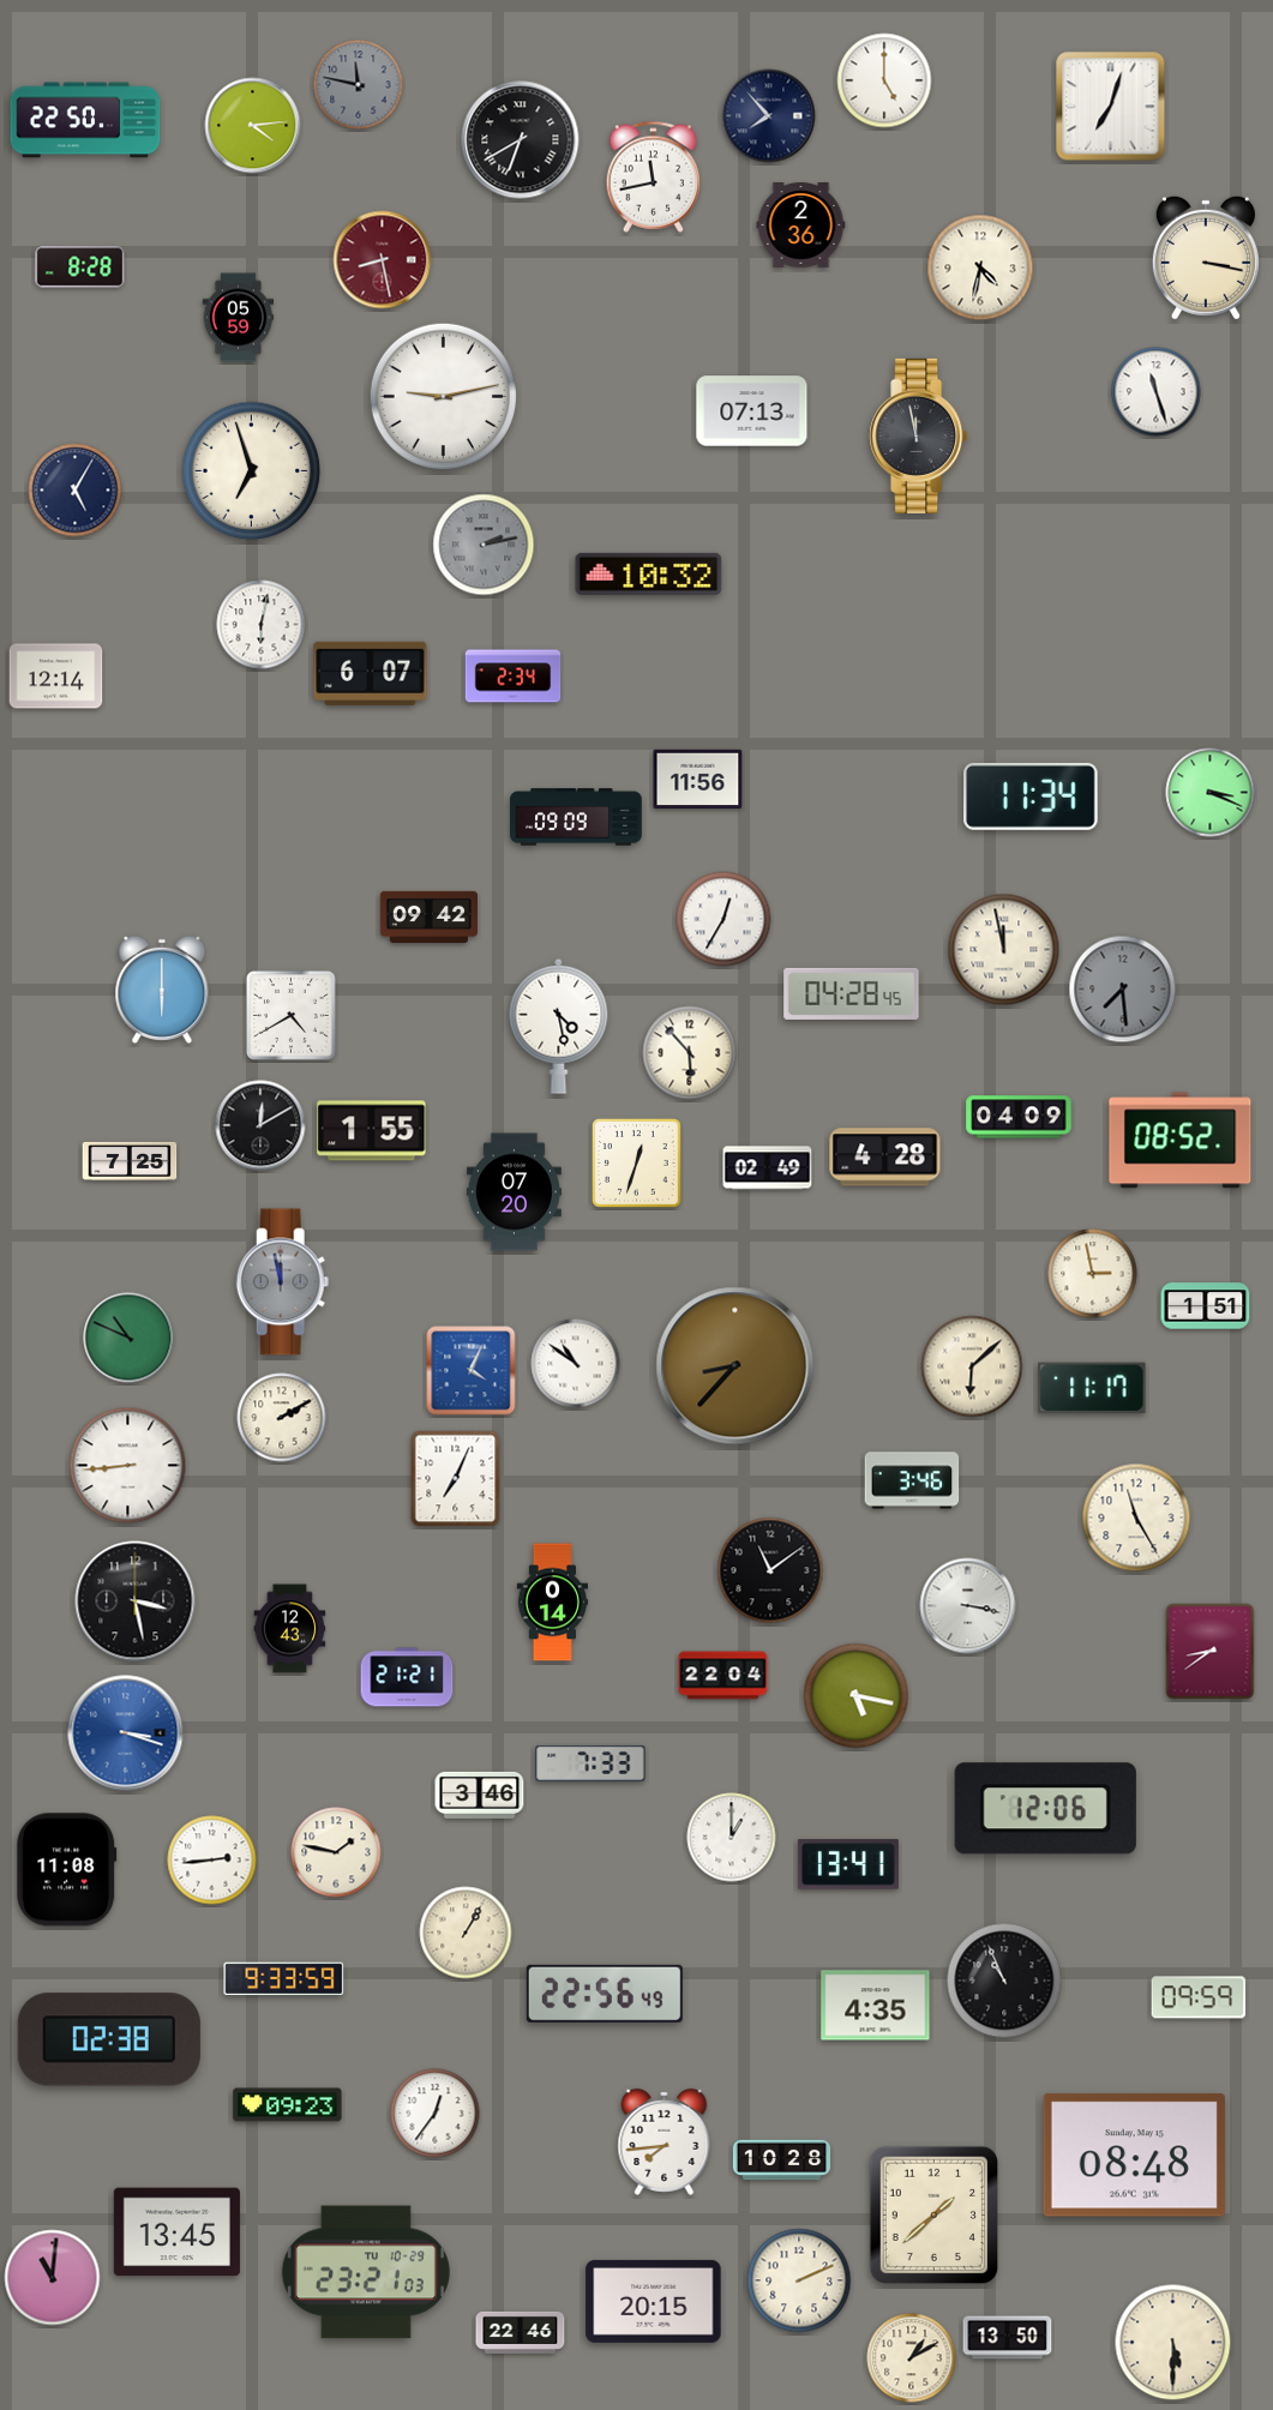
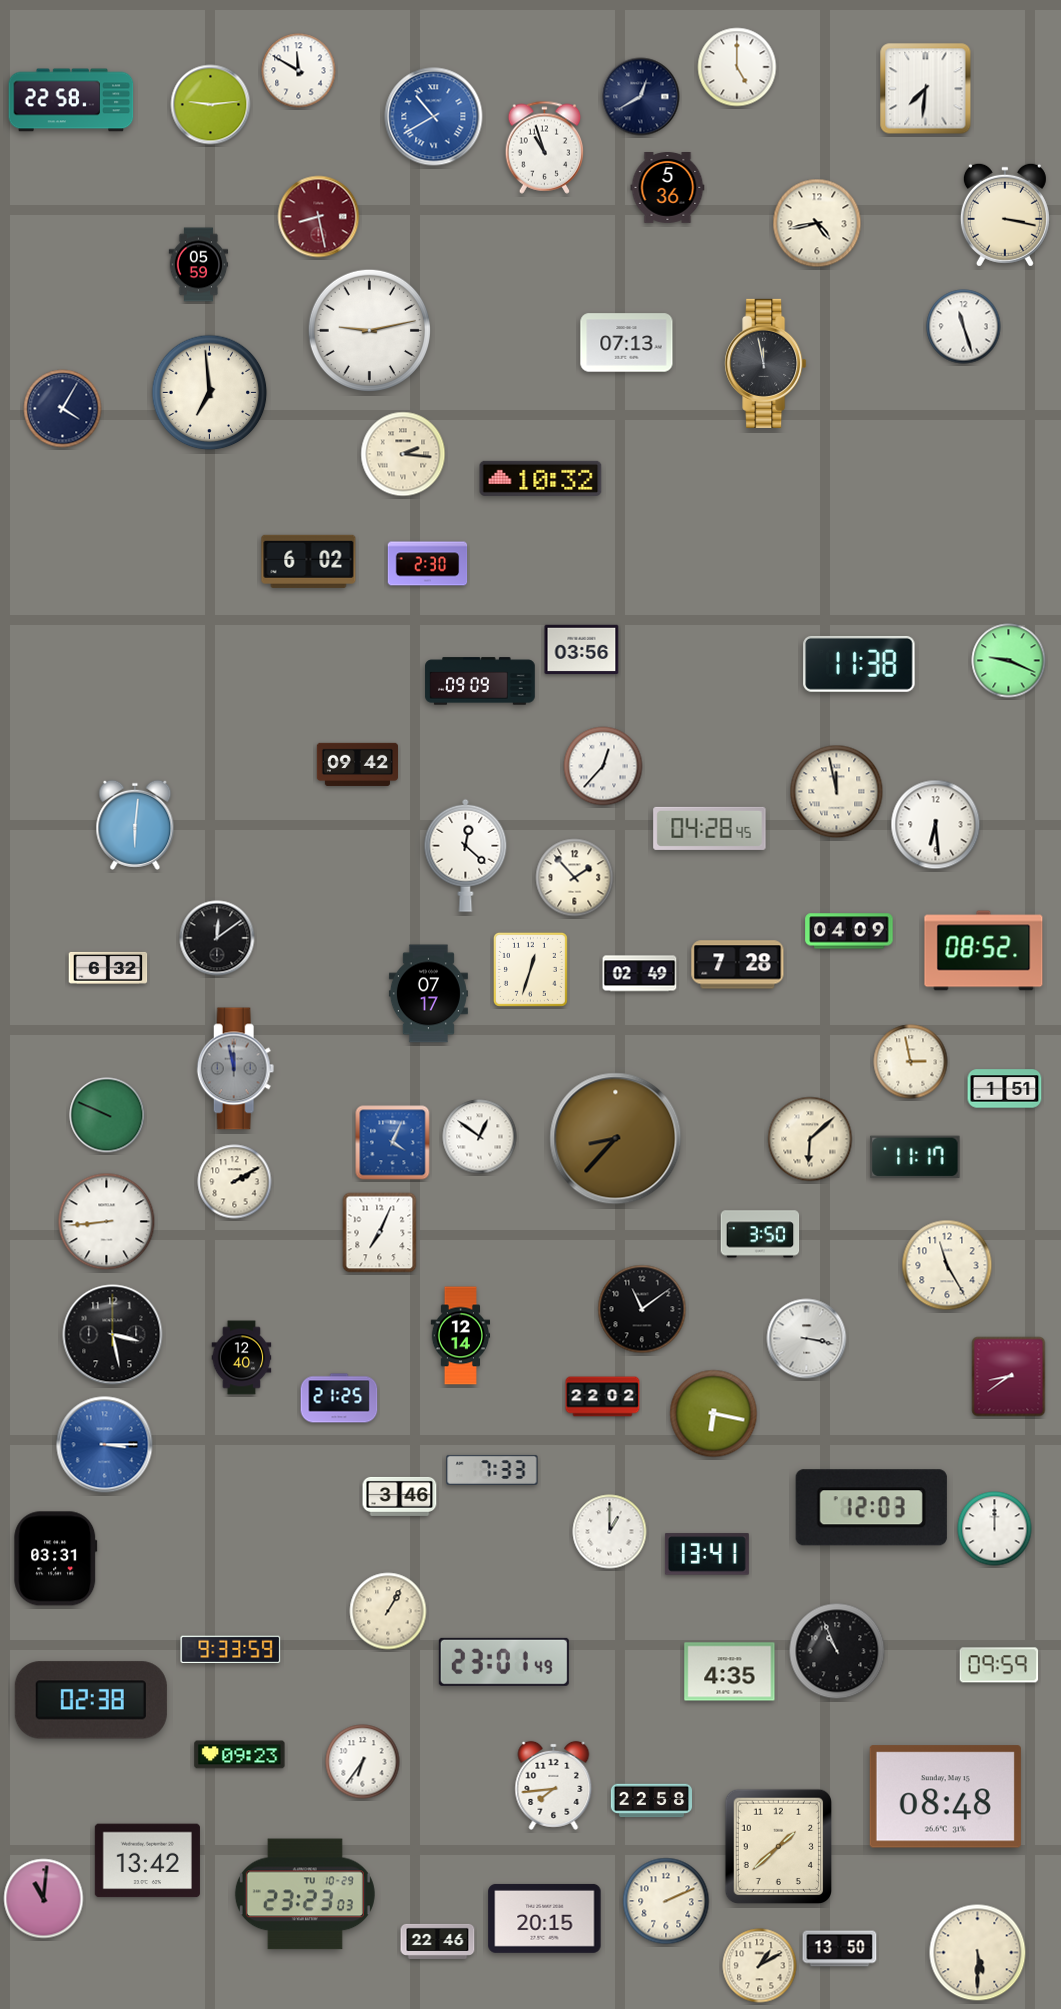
clock at (359, 85): 11:47 -> 11:50
clock at (359, 85) dial: grey -> white
clock at (1111, 107): 7:03 -> 7:31
clock at (769, 116): 7:53 -> 12:40
clock at (85, 120): 22:50 -> 22:58
clock at (253, 126): 4:14 -> 9:14
clock at (521, 140): 6:40 -> 10:40
clock at (521, 140) dial: black -> blue
clock at (654, 176): 11:43 -> 10:57
clock at (801, 226): 2:36 -> 5:36
clock at (80, 268): 8:28 -> none
clock at (980, 268): 4:32 -> 4:43
clock at (252, 471): 6:57 -> 6:59
clock at (76, 491): 5:05 -> 4:05
clock at (484, 545): 2:13 -> 2:16
clock at (484, 545) dial: grey -> cream
clock at (262, 625): 6:02 -> none
clock at (371, 673): 6:07 -> 6:02
clock at (56, 677): 12:14 -> none
clock at (514, 677): 2:34 -> 2:30
clock at (698, 780): 11:56 -> 03:56
clock at (1211, 793): 3:19 -> 9:19
clock at (1031, 797): 11:34 -> 11:38
clock at (723, 919): 12:35 -> 12:37
clock at (162, 990): 6:00 -> 6:01
clock at (1123, 990): 7:29 -> 6:29
clock at (1123, 990) dial: grey -> white
clock at (290, 1015): 4:40 -> none
clock at (559, 1026): 4:28 -> 12:22
clock at (690, 1053): 5:53 -> 1:53
clock at (260, 1125): 12:10 -> 12:09
clock at (372, 1131): 1:55 -> none
clock at (885, 1158): 4:28 -> 7:28
clock at (130, 1161): 7:25 -> 6:32
clock at (514, 1192): 07:20 -> 07:17
clock at (128, 1338): 10:49 -> 9:49
clock at (576, 1364): 10:51 -> 12:51
clock at (735, 1366) position: (735, 1366) -> (616, 1139)
clock at (1092, 1388) position: (1092, 1388) -> (915, 1157)
clock at (912, 1480): 3:46 -> 3:50
clock at (553, 1603): 0:14 -> 12:14
clock at (290, 1629): 12:43 -> 12:40
clock at (723, 1676): 22:04 -> 22:02
clock at (407, 1677): 21:21 -> 21:25
clock at (857, 1696): 5:17 -> 6:17
clock at (126, 1733): 3:18 -> 3:15
clock at (1045, 1809): 12:06 -> 12:03
clock at (995, 1529): none -> 12:00
clock at (336, 1852): 1:47 -> none
clock at (212, 1861): 2:44 -> none
clock at (67, 1870): 11:08 -> 03:31
clock at (284, 1979) position: (284, 1979) -> (231, 1650)
clock at (605, 1994): 22:56 -> 23:01
clock at (436, 2114): 12:36 -> 6:36
clock at (781, 2160): 10:28 -> 22:58
clock at (176, 2232): 13:45 -> 13:42
clock at (366, 2272): 23:21 -> 23:23
clock at (521, 2332) position: (521, 2332) -> (438, 1941)
